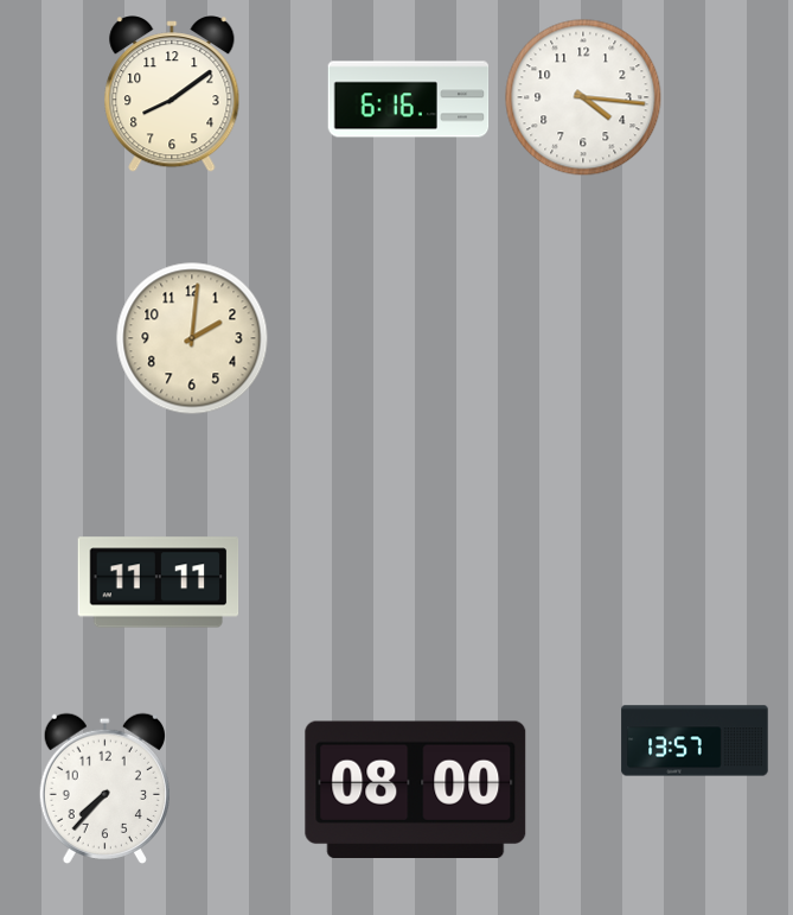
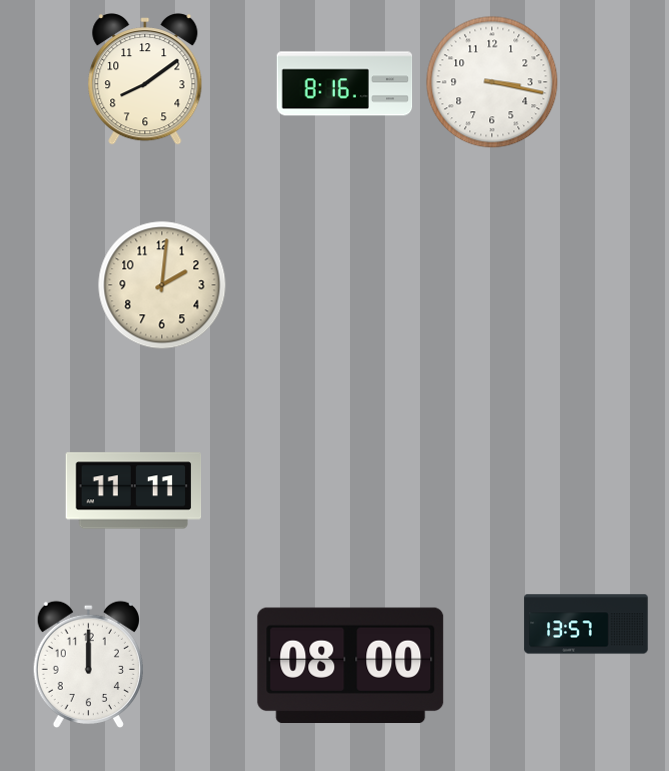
clock at (583, 97): 4:16 -> 3:17
clock at (409, 100): 6:16 -> 8:16
clock at (104, 788): 7:37 -> 12:00
